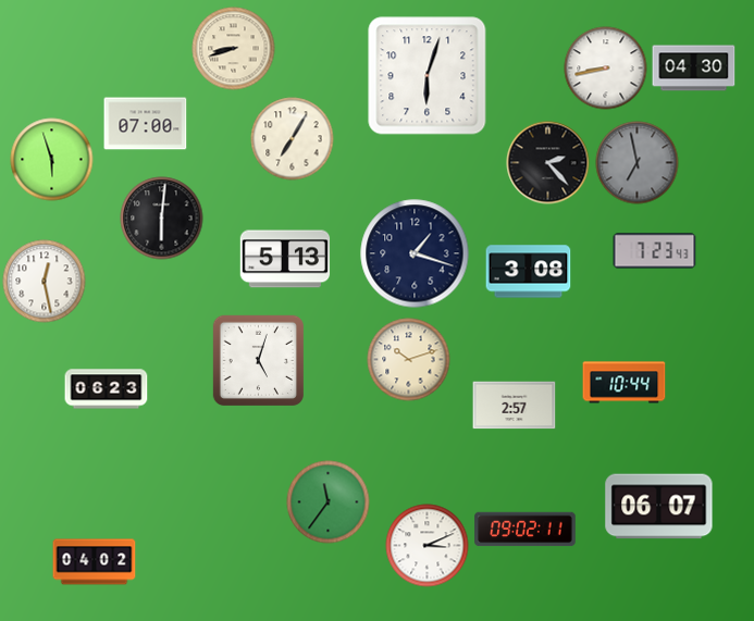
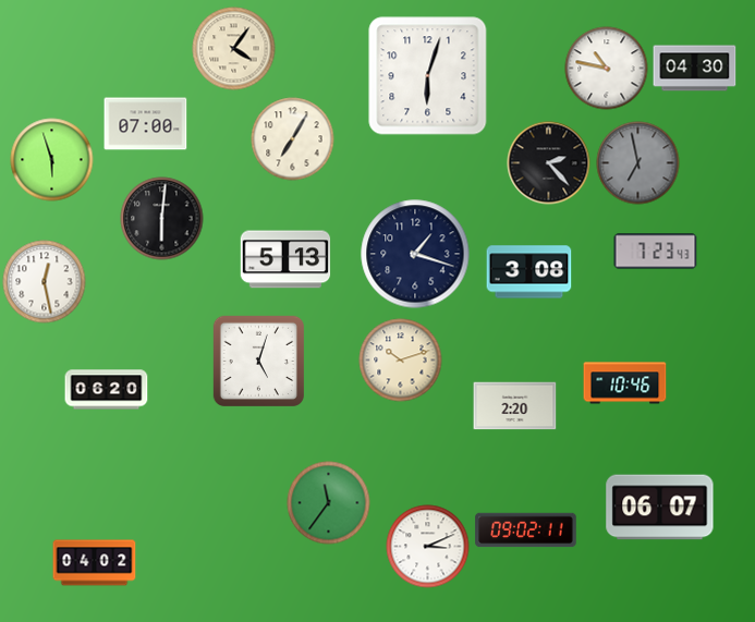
clock at (234, 49): 8:42 -> 4:06
clock at (606, 69): 8:43 -> 10:47
clock at (409, 360) position: (409, 360) -> (401, 361)
clock at (625, 383): 10:44 -> 10:46
clock at (107, 389): 06:23 -> 06:20
clock at (515, 406): 2:57 -> 2:20
